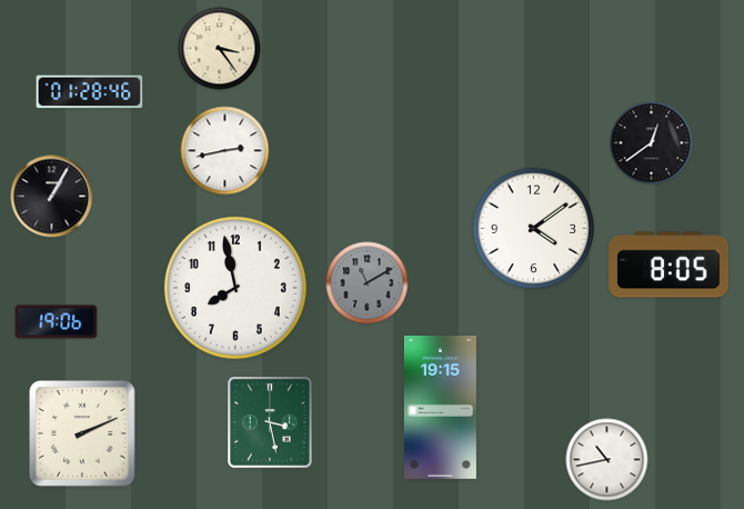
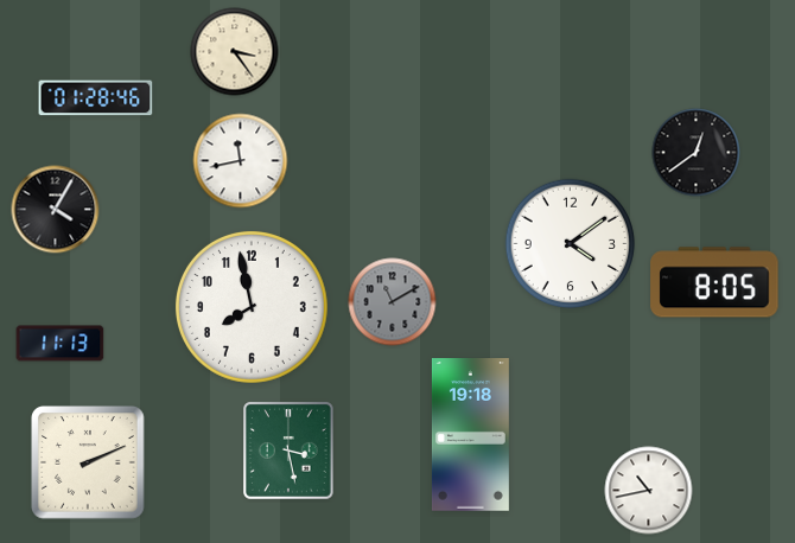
clock at (225, 151): 2:43 -> 11:43
clock at (52, 197): 1:05 -> 4:05
clock at (57, 322): 19:06 -> 11:13
clock at (440, 408): 19:15 -> 19:18
